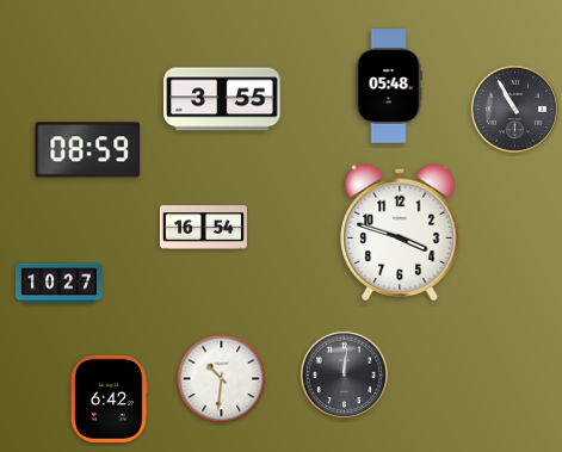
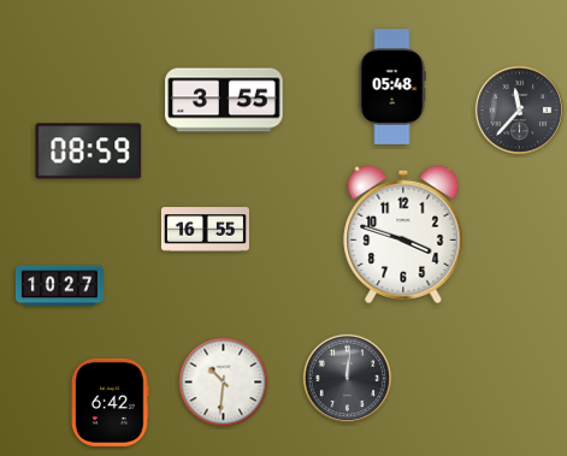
clock at (515, 110): 10:55 -> 11:37
clock at (203, 228): 16:54 -> 16:55
